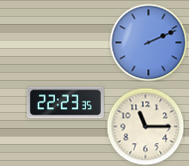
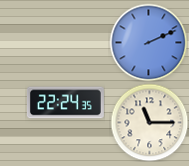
clock at (65, 103): 22:23 -> 22:24
clock at (145, 126) position: (145, 126) -> (149, 122)
